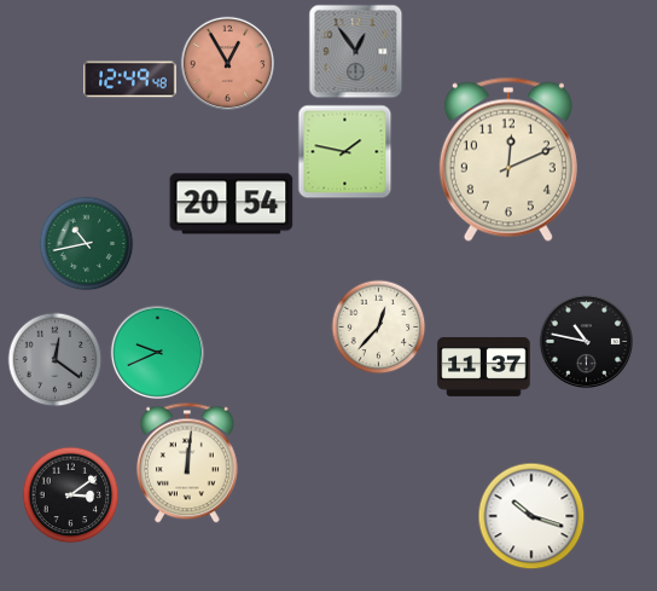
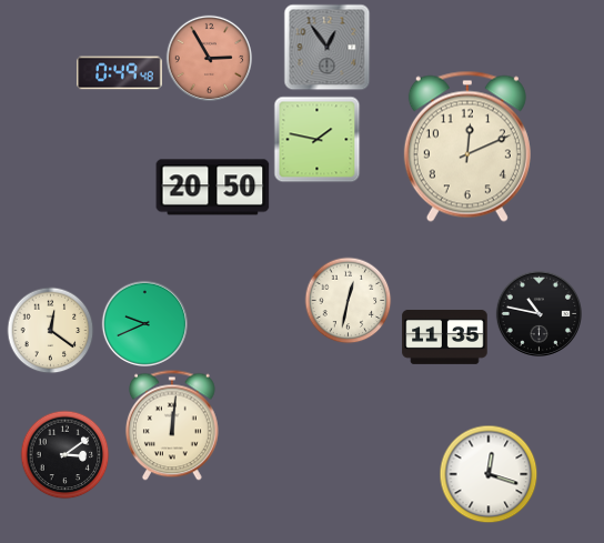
clock at (227, 63): 12:55 -> 2:55
clock at (130, 80): 12:49 -> 0:49
clock at (232, 204): 20:54 -> 20:50
clock at (86, 243): 10:43 -> none
clock at (378, 326): 12:37 -> 12:32
clock at (54, 359) dial: grey -> cream
clock at (484, 366): 11:37 -> 11:35
clock at (531, 516): 10:18 -> 12:18
